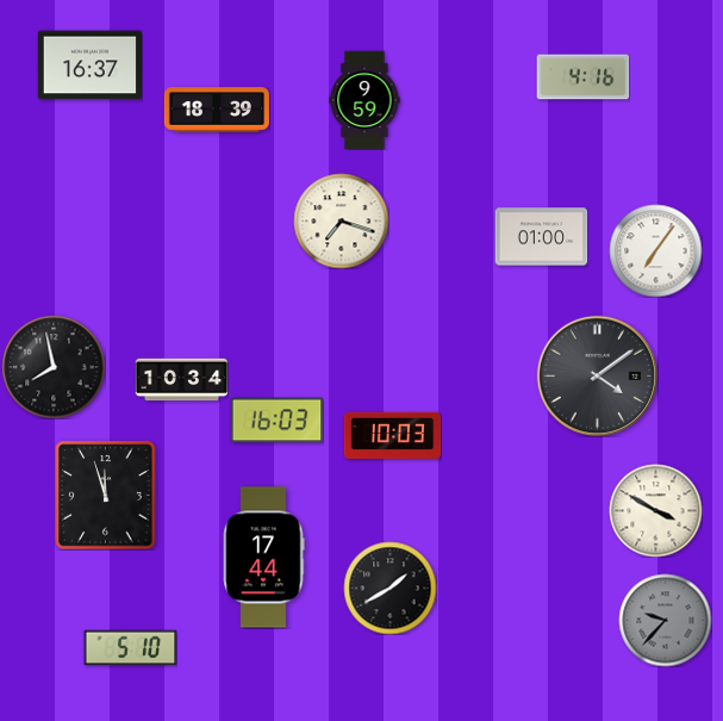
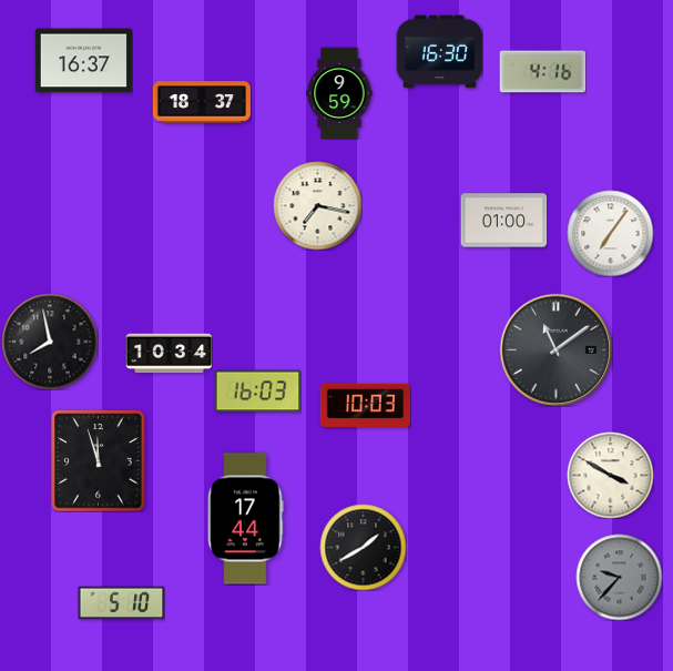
clock at (439, 52): none -> 16:30
clock at (217, 110): 18:39 -> 18:37
clock at (341, 220): 7:18 -> 7:17
clock at (597, 375): 4:09 -> 11:09
